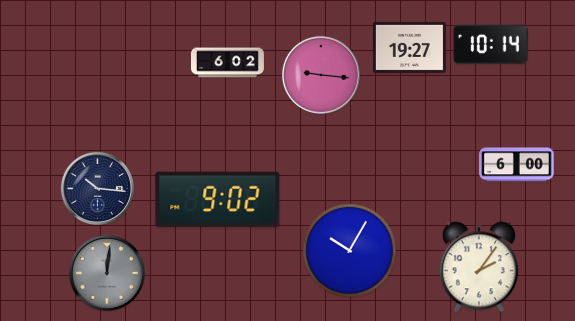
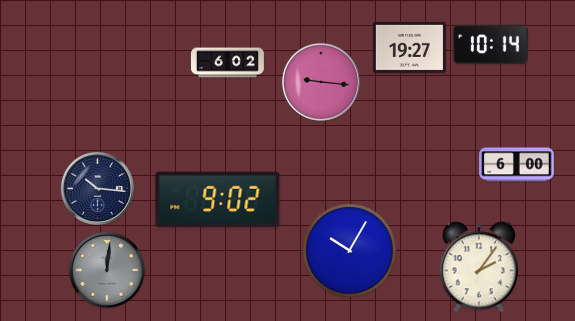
clock at (321, 75) position: (321, 75) -> (321, 82)
clock at (107, 273) position: (107, 273) -> (107, 270)
